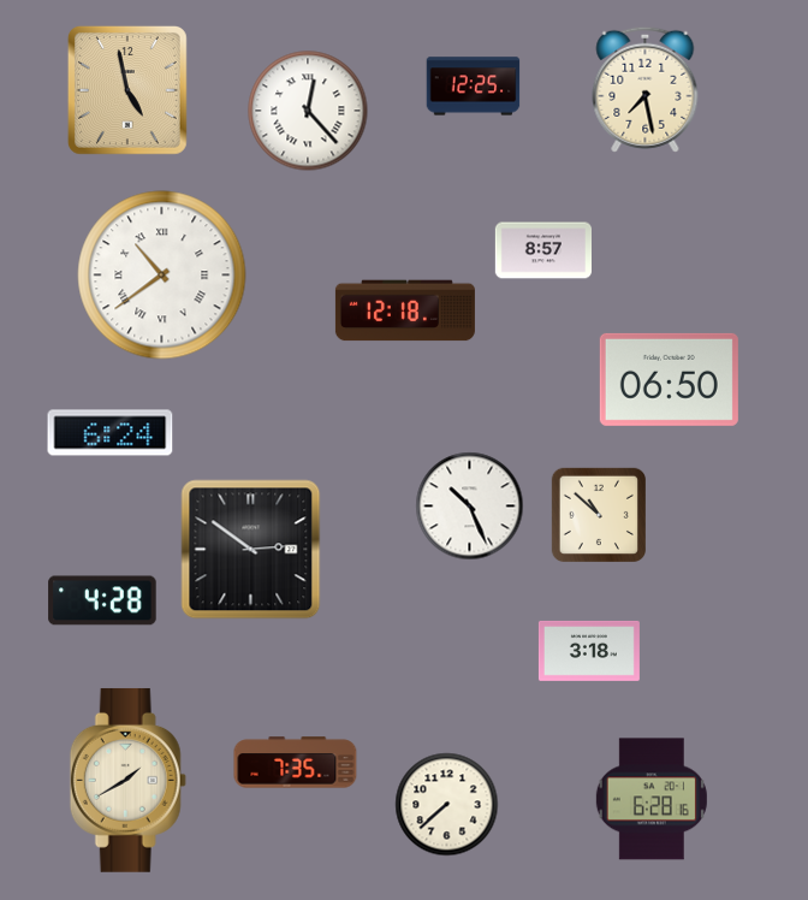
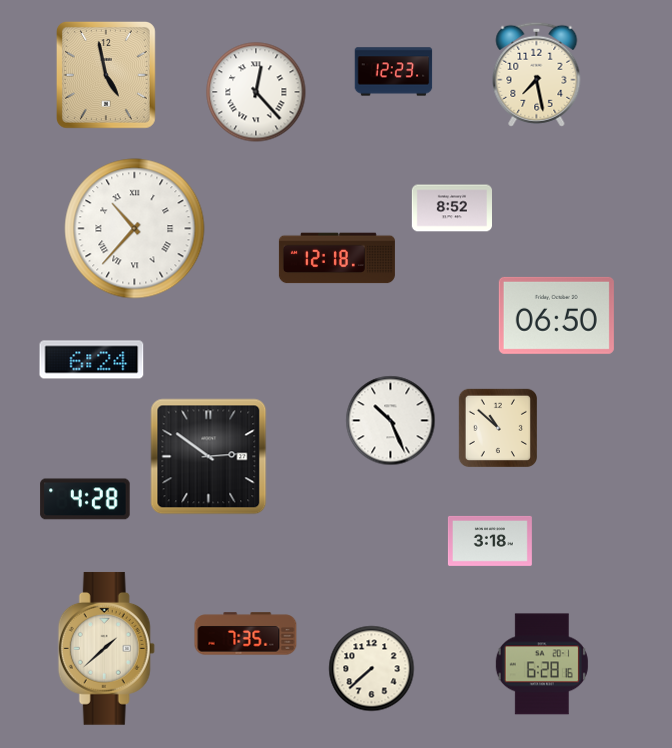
clock at (474, 87): 12:25 -> 12:23
clock at (542, 250): 8:57 -> 8:52
clock at (162, 276): 10:39 -> 10:37
clock at (127, 780): 1:40 -> 1:38
